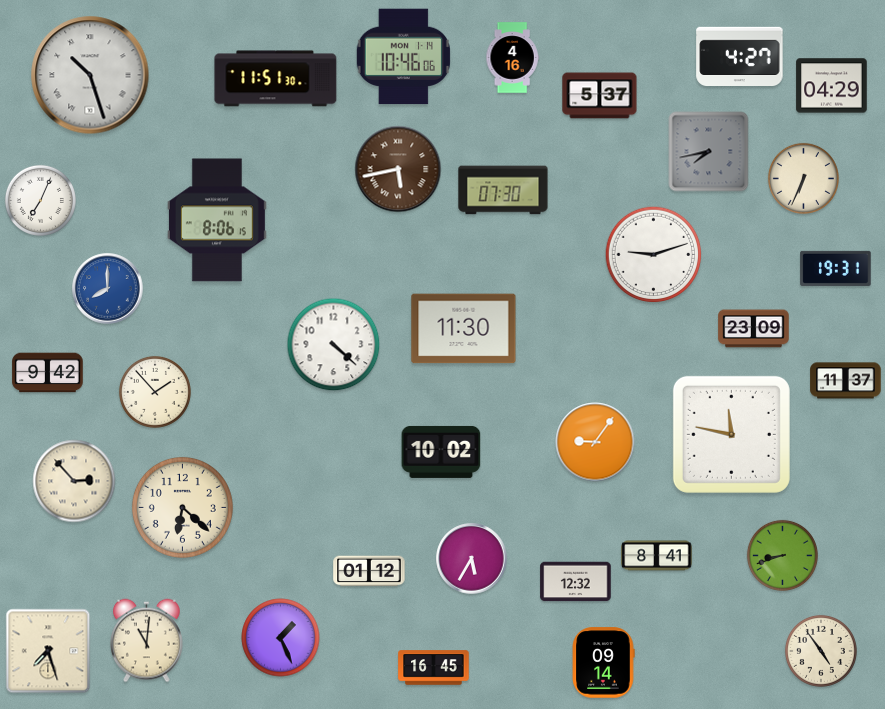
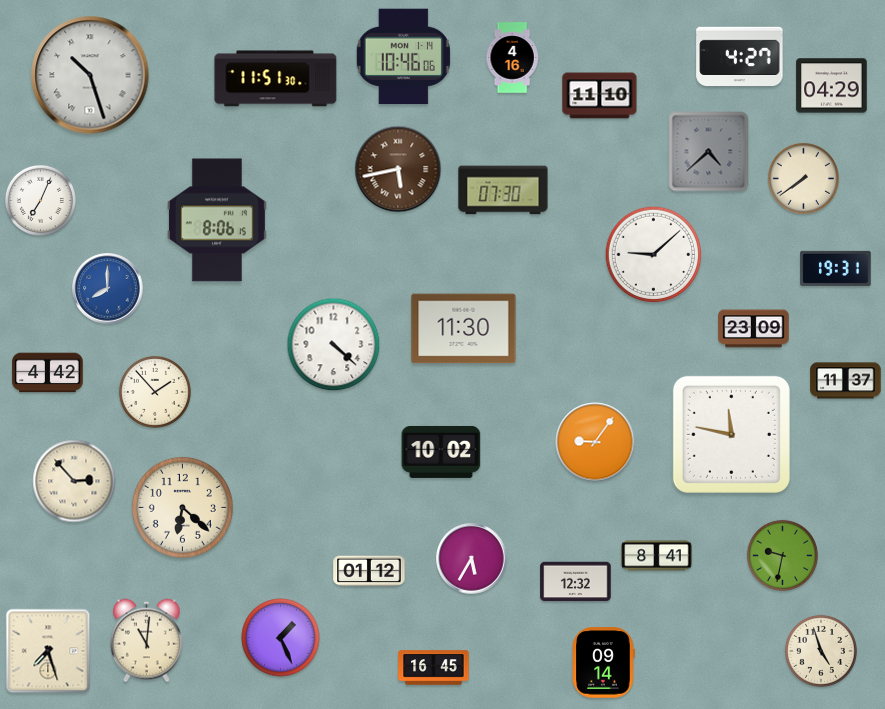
clock at (600, 96): 5:37 -> 11:10
clock at (709, 152): 7:43 -> 4:38
clock at (803, 178): 6:34 -> 7:39
clock at (654, 255): 9:12 -> 9:08
clock at (48, 373): 9:42 -> 4:42
clock at (782, 555): 8:42 -> 9:32
clock at (821, 651): 4:54 -> 4:57
